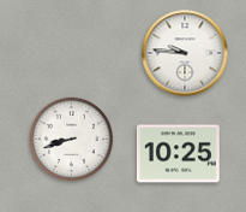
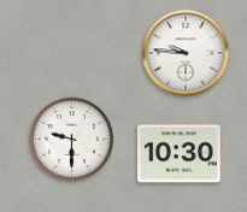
clock at (71, 139): 8:42 -> 9:30
clock at (178, 154): 10:25 -> 10:30
